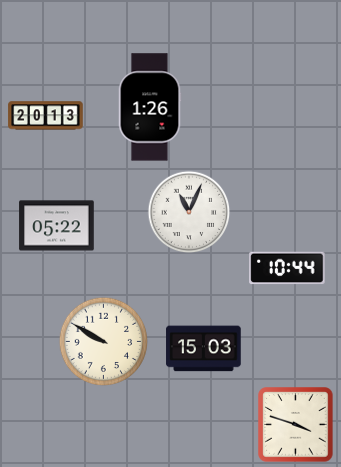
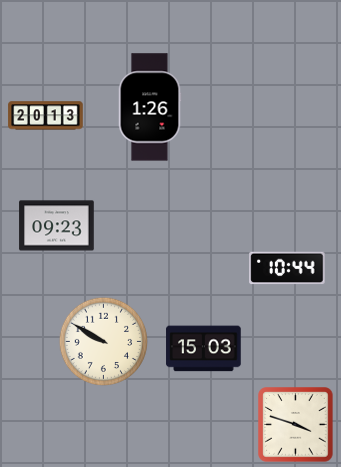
clock at (189, 212): 11:04 -> none
clock at (57, 226): 05:22 -> 09:23
